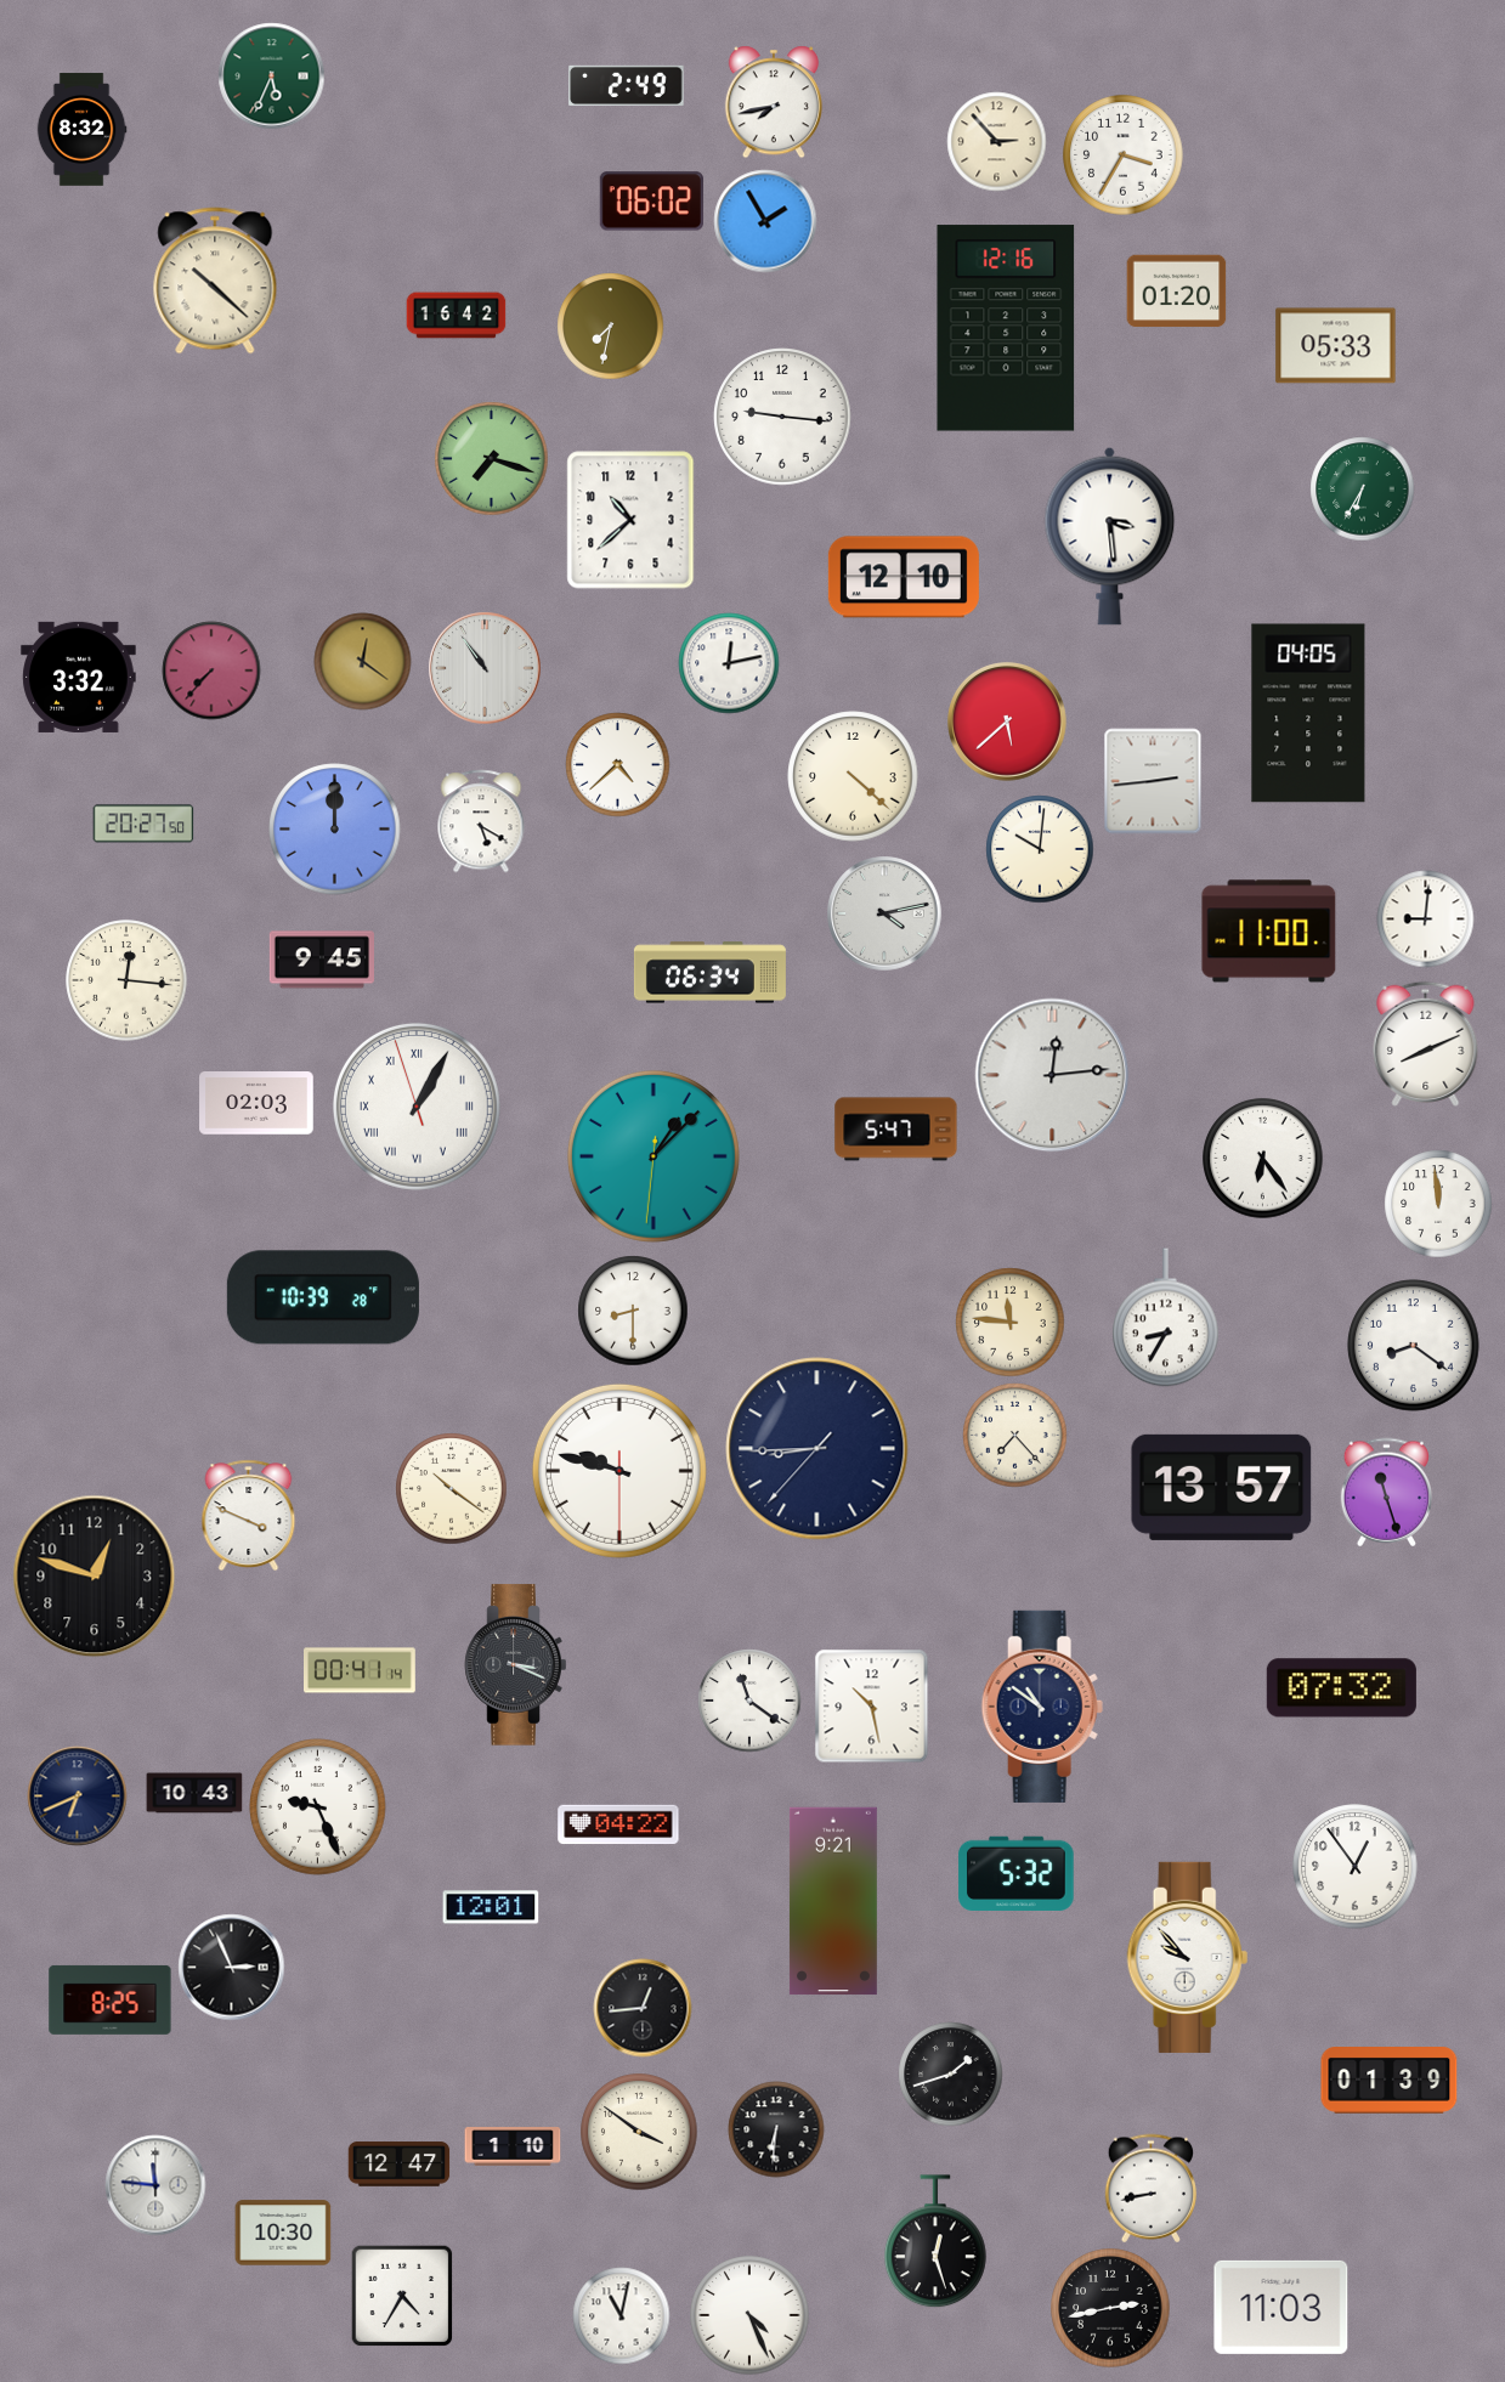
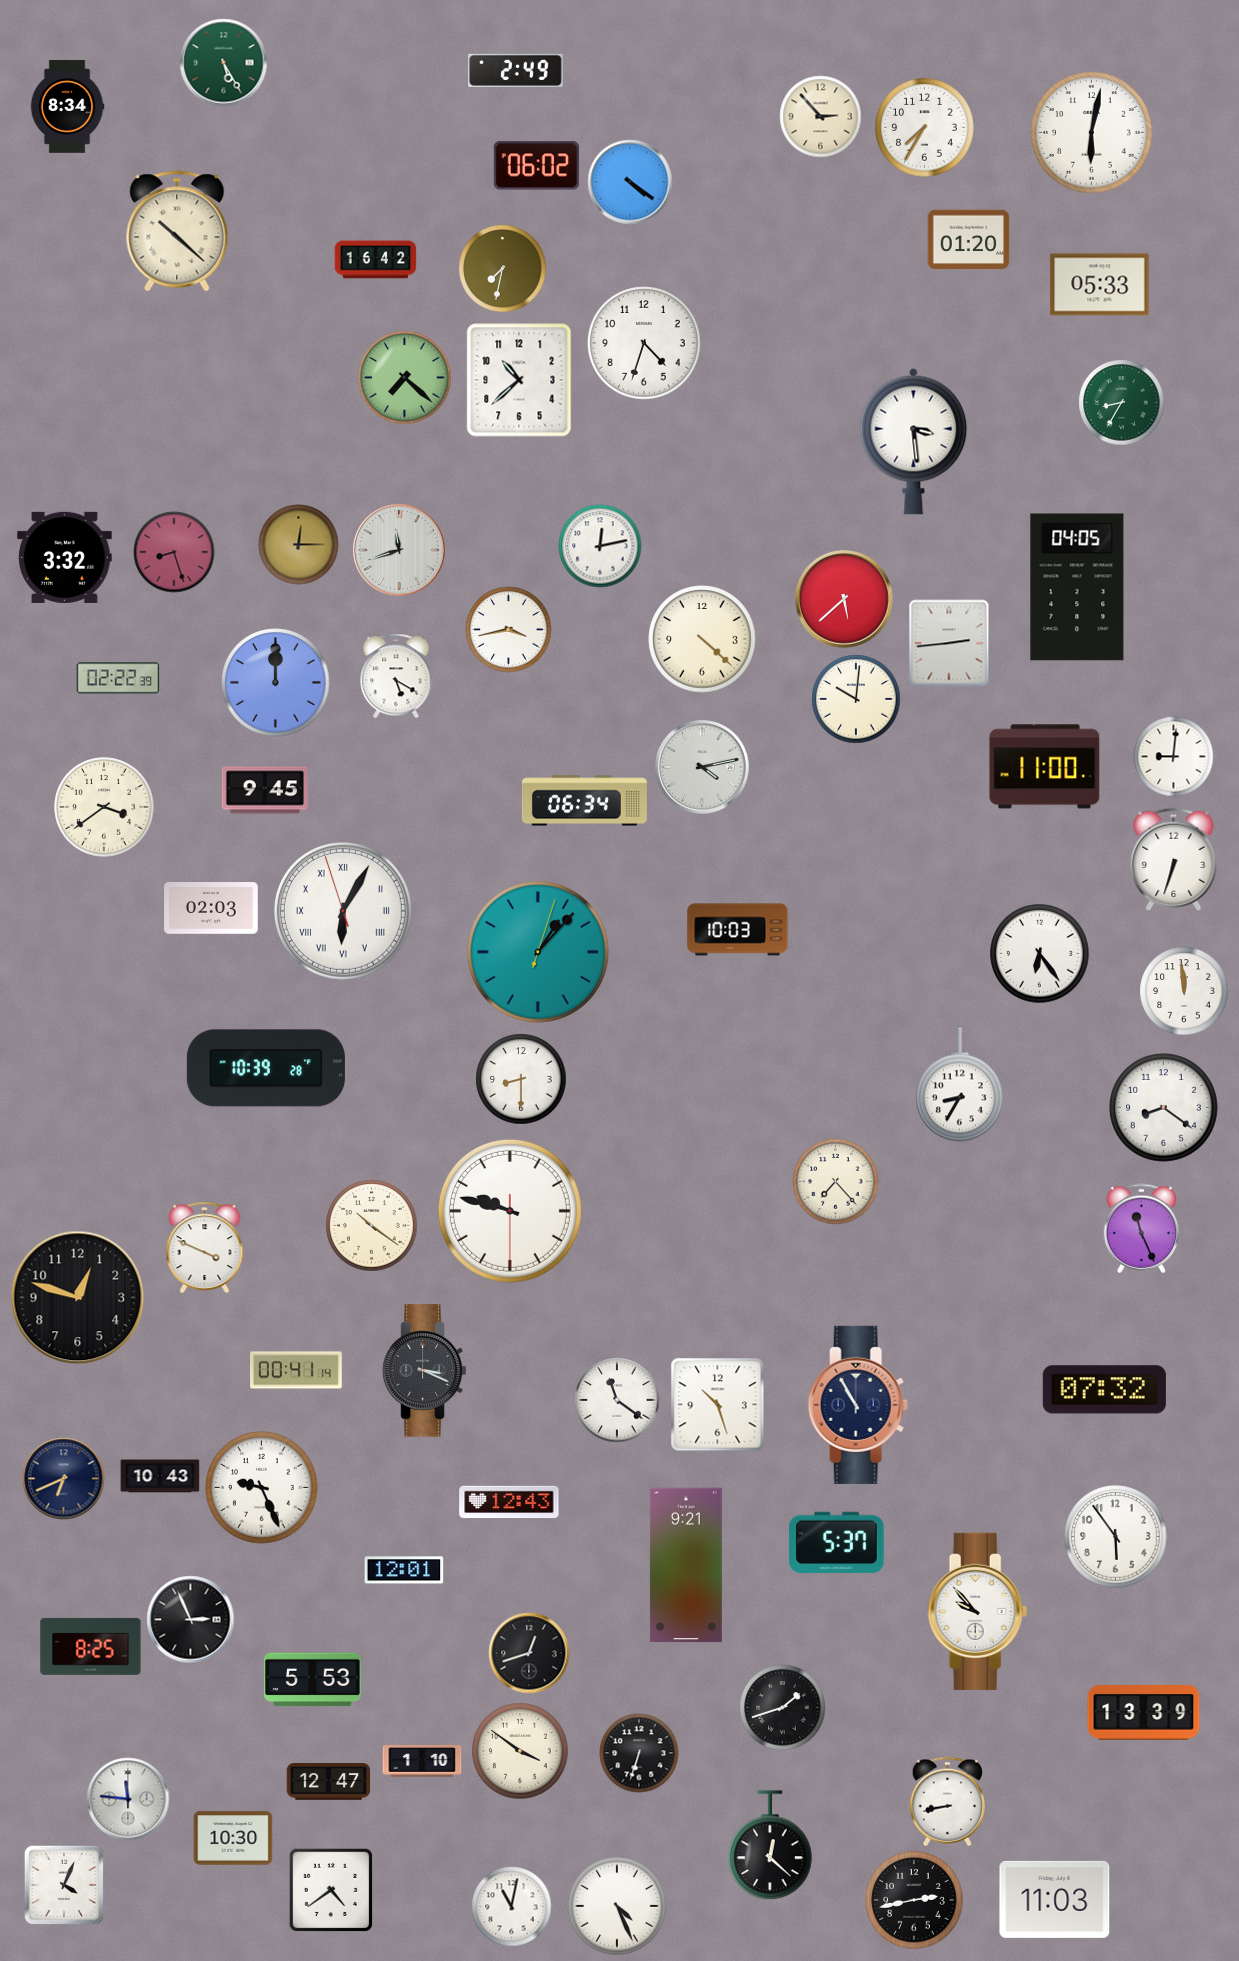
clock at (272, 77): 5:34 -> 5:25
clock at (774, 102): 7:43 -> none
clock at (81, 130): 8:32 -> 8:34
clock at (1124, 155): 3:35 -> 7:35
clock at (1092, 133): none -> 6:02
clock at (765, 221): 1:55 -> 4:21
clock at (1006, 328): 12:16 -> none
clock at (782, 417): 9:16 -> 4:33
clock at (492, 459): 7:18 -> 7:22
clock at (1363, 490): 6:35 -> 8:35
clock at (630, 520) position: (630, 520) -> (519, 380)
clock at (904, 577): 12:10 -> none
clock at (363, 662): 12:21 -> 12:15
clock at (485, 668): 10:54 -> 11:42
clock at (211, 671): 7:37 -> 8:27
clock at (1008, 723) position: (1008, 723) -> (845, 600)
clock at (618, 765): 4:38 -> 3:43
clock at (143, 824): 20:27 -> 02:22
clock at (884, 913) position: (884, 913) -> (702, 767)
clock at (126, 980): 12:16 -> 3:39
clock at (1426, 1043): 8:11 -> 6:33
clock at (1052, 1075): 12:14 -> none
clock at (417, 1107): 1:04 -> 6:04
clock at (896, 1130): 5:47 -> 10:03
clock at (654, 1156): 1:07:31 -> 1:07:03
clock at (1011, 1323): 11:46 -> none
clock at (817, 1449): 8:44 -> none
clock at (1222, 1487): 13:57 -> none
clock at (1386, 1493): 11:27 -> 11:26
clock at (361, 1670) position: (361, 1670) -> (297, 1370)
clock at (872, 1707): 10:28 -> 10:27
clock at (1042, 1707): 10:51 -> 10:55
clock at (618, 1824): 04:22 -> 12:43
clock at (1356, 1867): 12:54 -> 5:54
clock at (1017, 1873): 5:32 -> 5:37
clock at (643, 2008): 12:44 -> 12:42
clock at (313, 1680): none -> 5:53
clock at (1390, 2081): 01:39 -> 13:39
clock at (776, 2129): 6:31 -> 6:33
clock at (639, 2132) position: (639, 2132) -> (520, 1751)
clock at (513, 2148) position: (513, 2148) -> (422, 1762)
clock at (937, 2242): 12:27 -> 12:22
clock at (64, 1885): none -> 4:04
clock at (402, 2296): 4:35 -> 4:39
